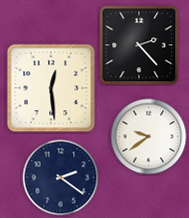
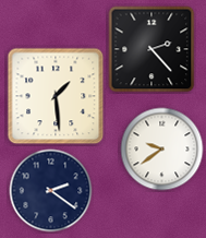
clock at (51, 88): 12:29 -> 1:29
clock at (61, 178) position: (61, 178) -> (51, 191)
